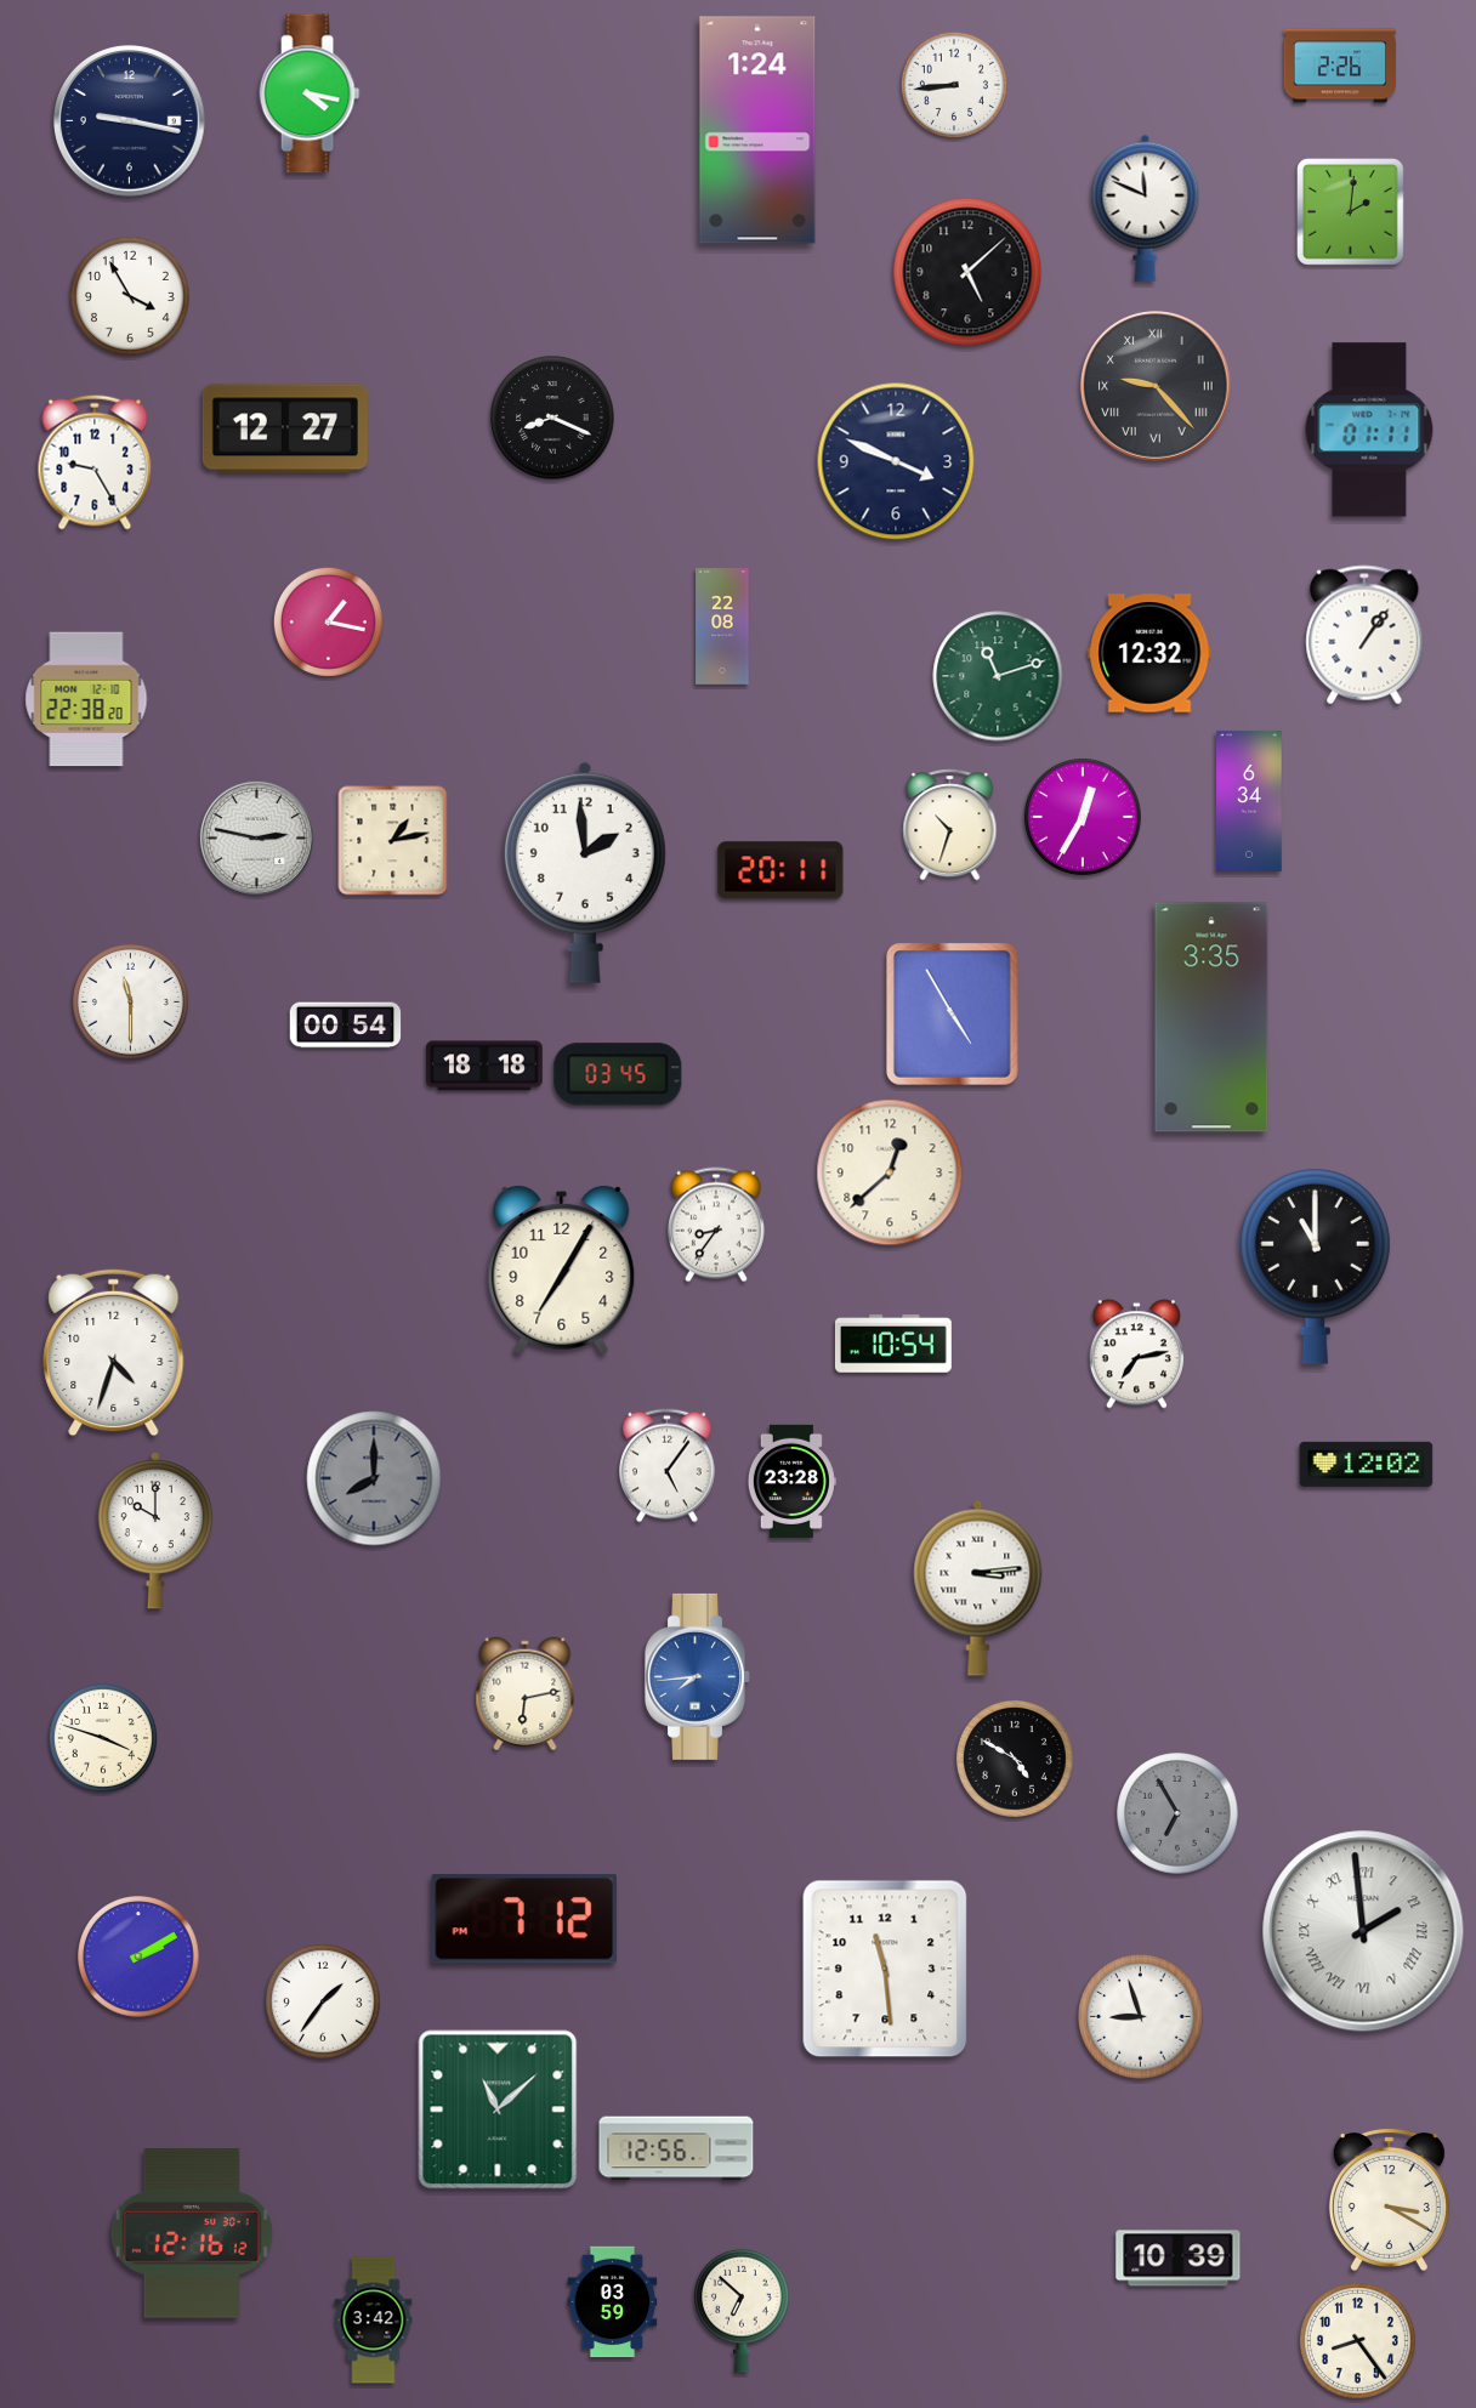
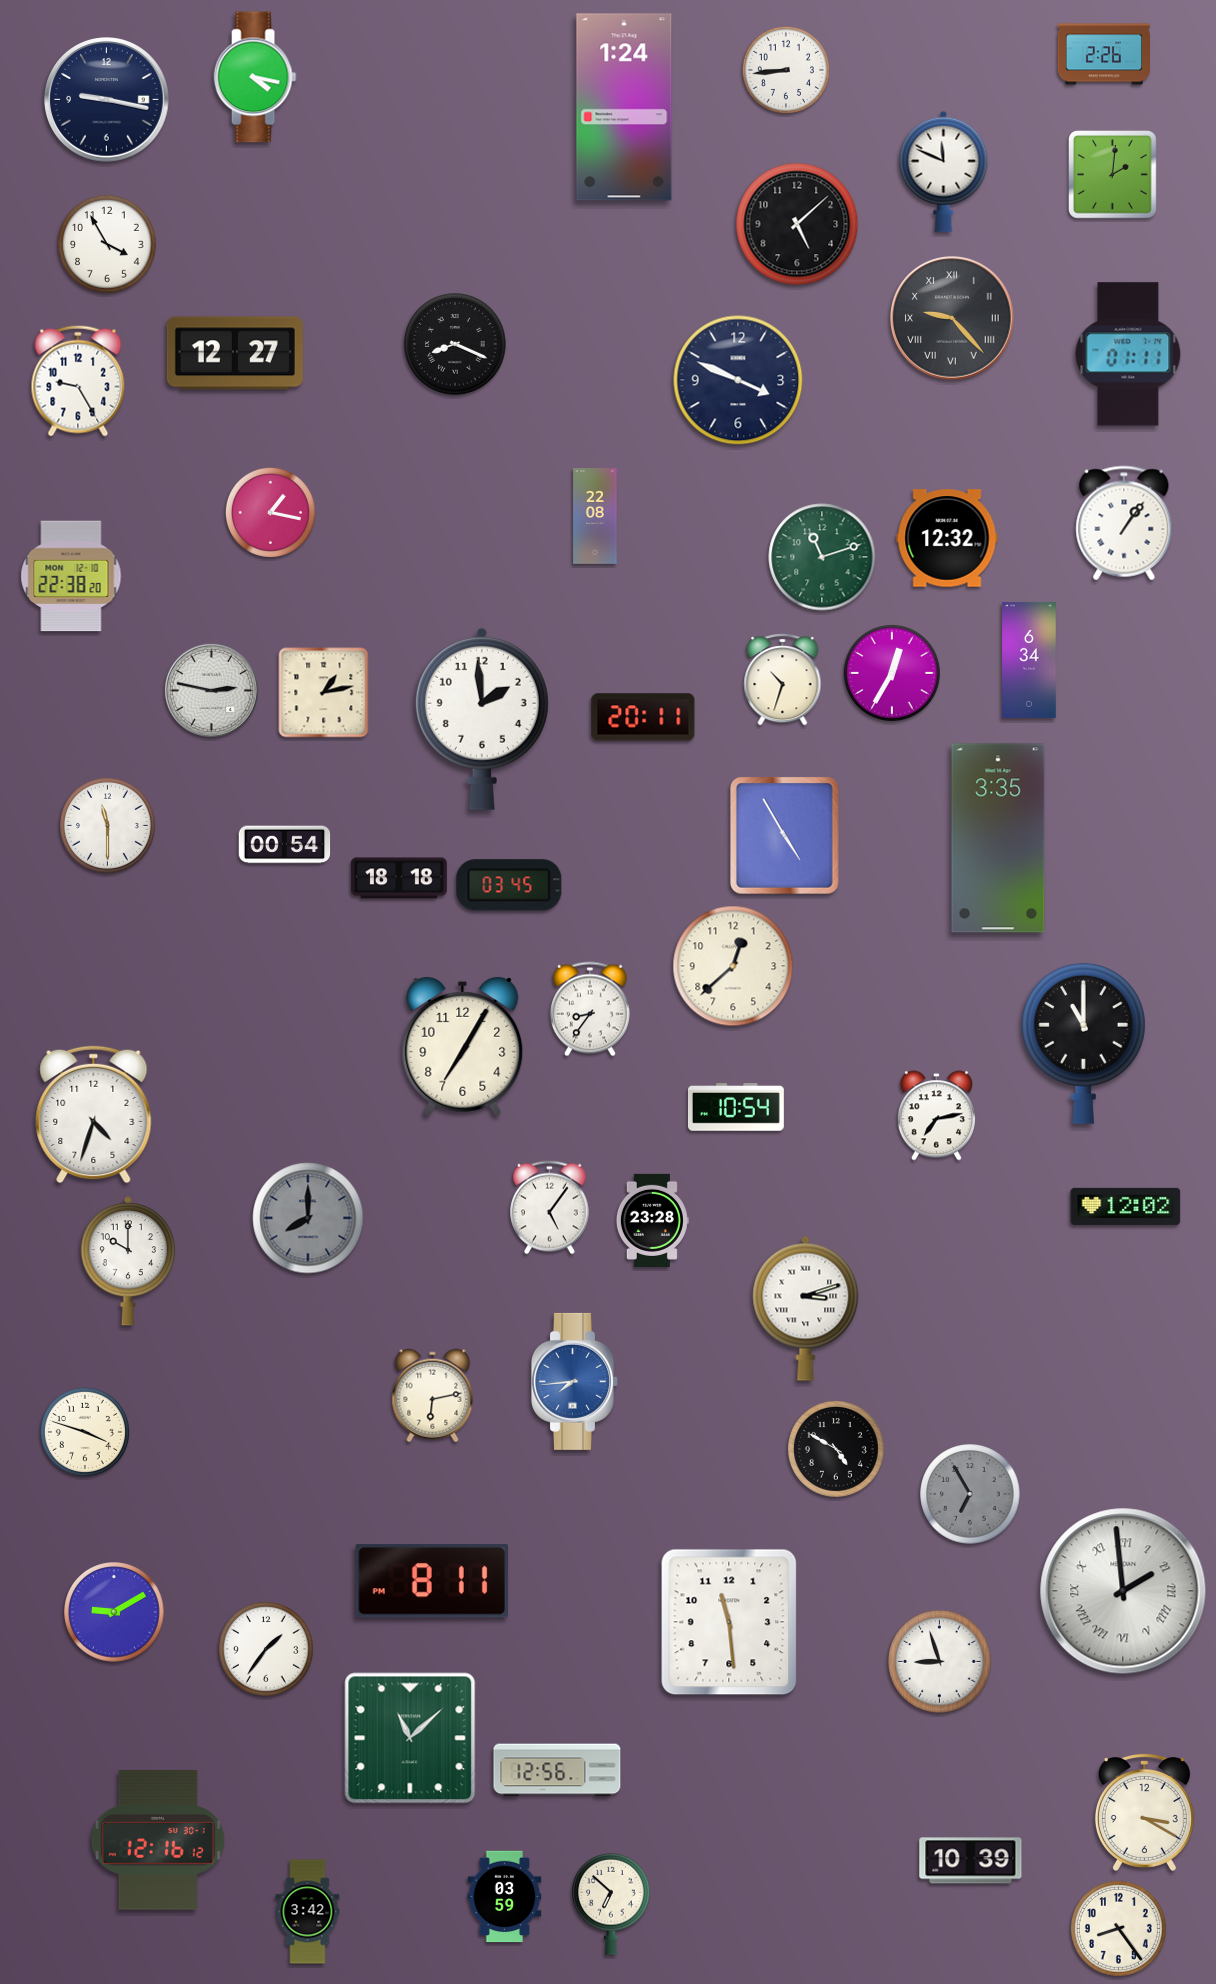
clock at (978, 1588): 3:14 -> 3:12
clock at (523, 1919): 7:12 -> 8:11
clock at (138, 1956): 2:10 -> 9:10
